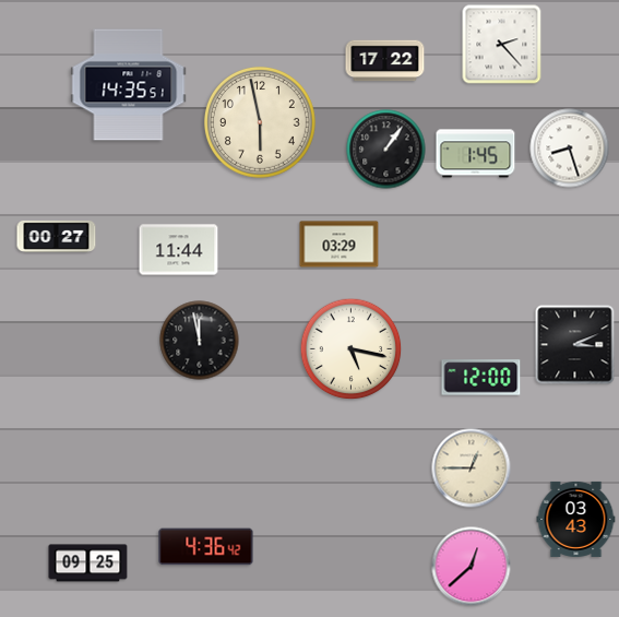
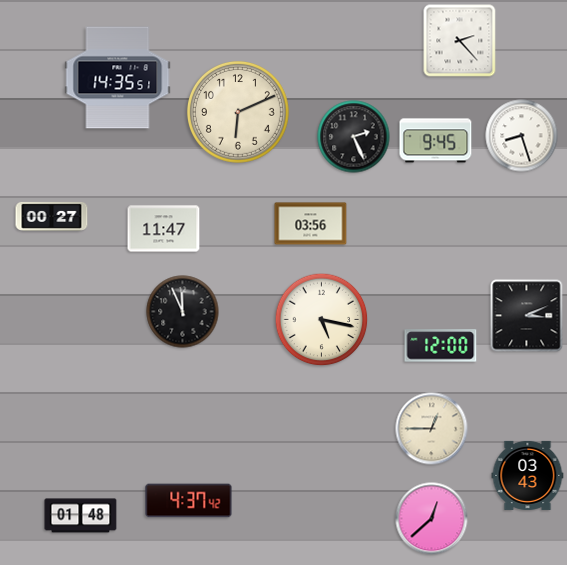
clock at (385, 61): 17:22 -> none
clock at (260, 122): 5:58 -> 6:11
clock at (386, 150): 1:06 -> 2:26
clock at (476, 154): 1:45 -> 9:45
clock at (340, 245): 03:29 -> 03:56
clock at (179, 250): 11:44 -> 11:47
clock at (200, 341): 11:58 -> 11:56
clock at (206, 547): 4:36 -> 4:37
clock at (88, 563): 09:25 -> 01:48
